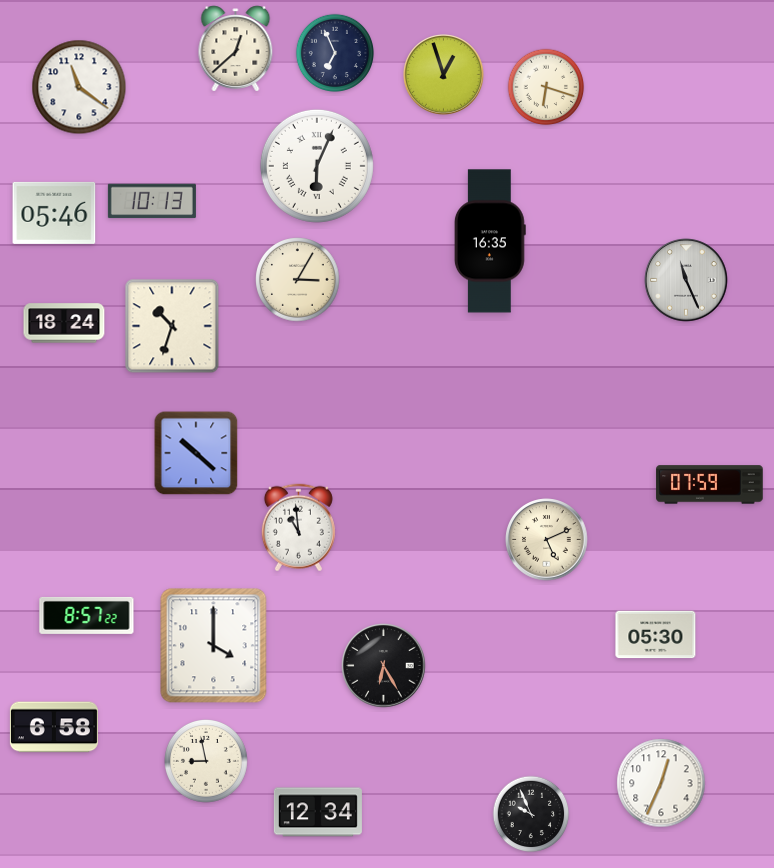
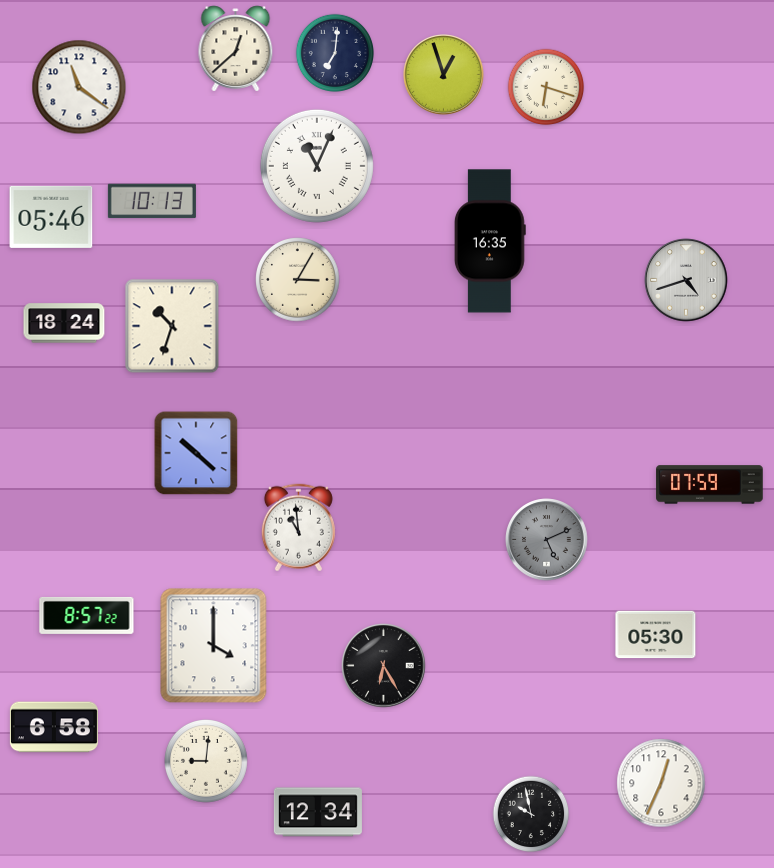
clock at (334, 52): 6:56 -> 7:01
clock at (317, 166): 6:04 -> 11:04
clock at (54, 213) position: (54, 213) -> (51, 217)
clock at (686, 280): 11:26 -> 4:42
clock at (547, 540) dial: cream -> grey
clock at (207, 762): 8:58 -> 9:01
clock at (531, 814): 9:56 -> 9:58
